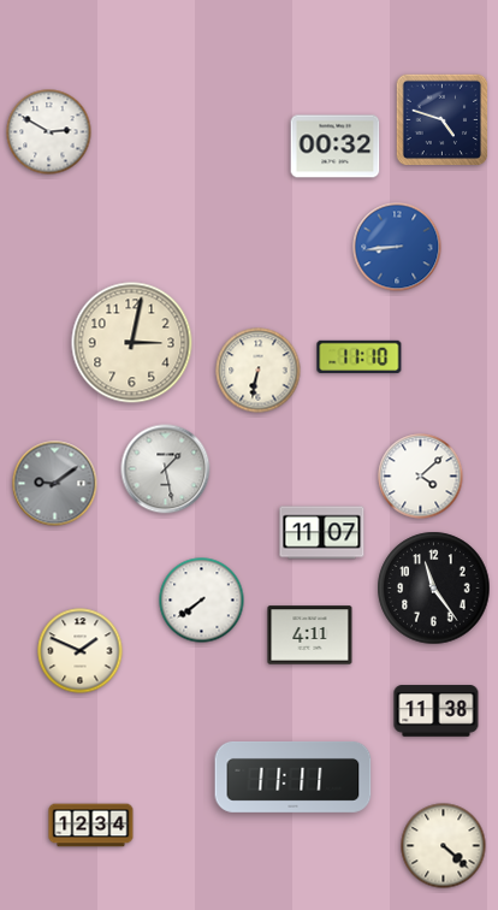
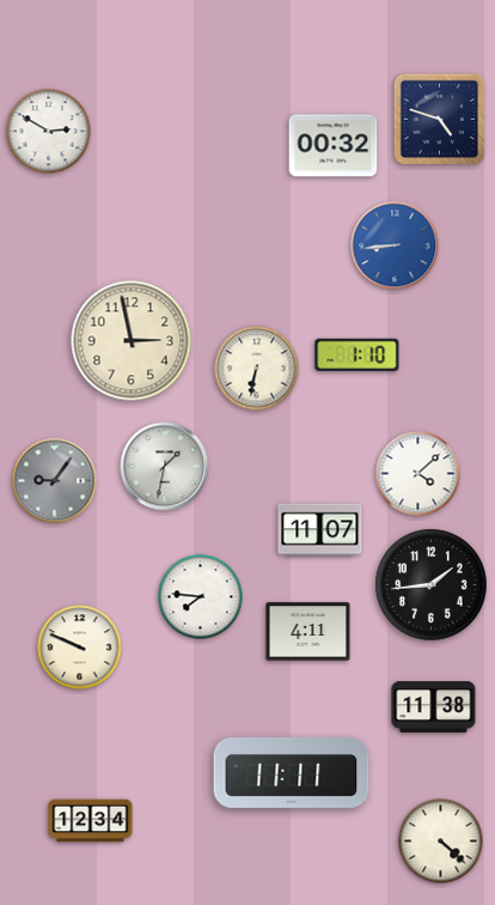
clock at (132, 343): 3:02 -> 2:58
clock at (360, 356): 11:10 -> 1:10
clock at (166, 469): 1:28 -> 1:32
clock at (55, 484): 9:09 -> 9:06
clock at (434, 589): 11:24 -> 1:44
clock at (202, 601): 7:39 -> 7:46
clock at (81, 651): 1:49 -> 9:49
